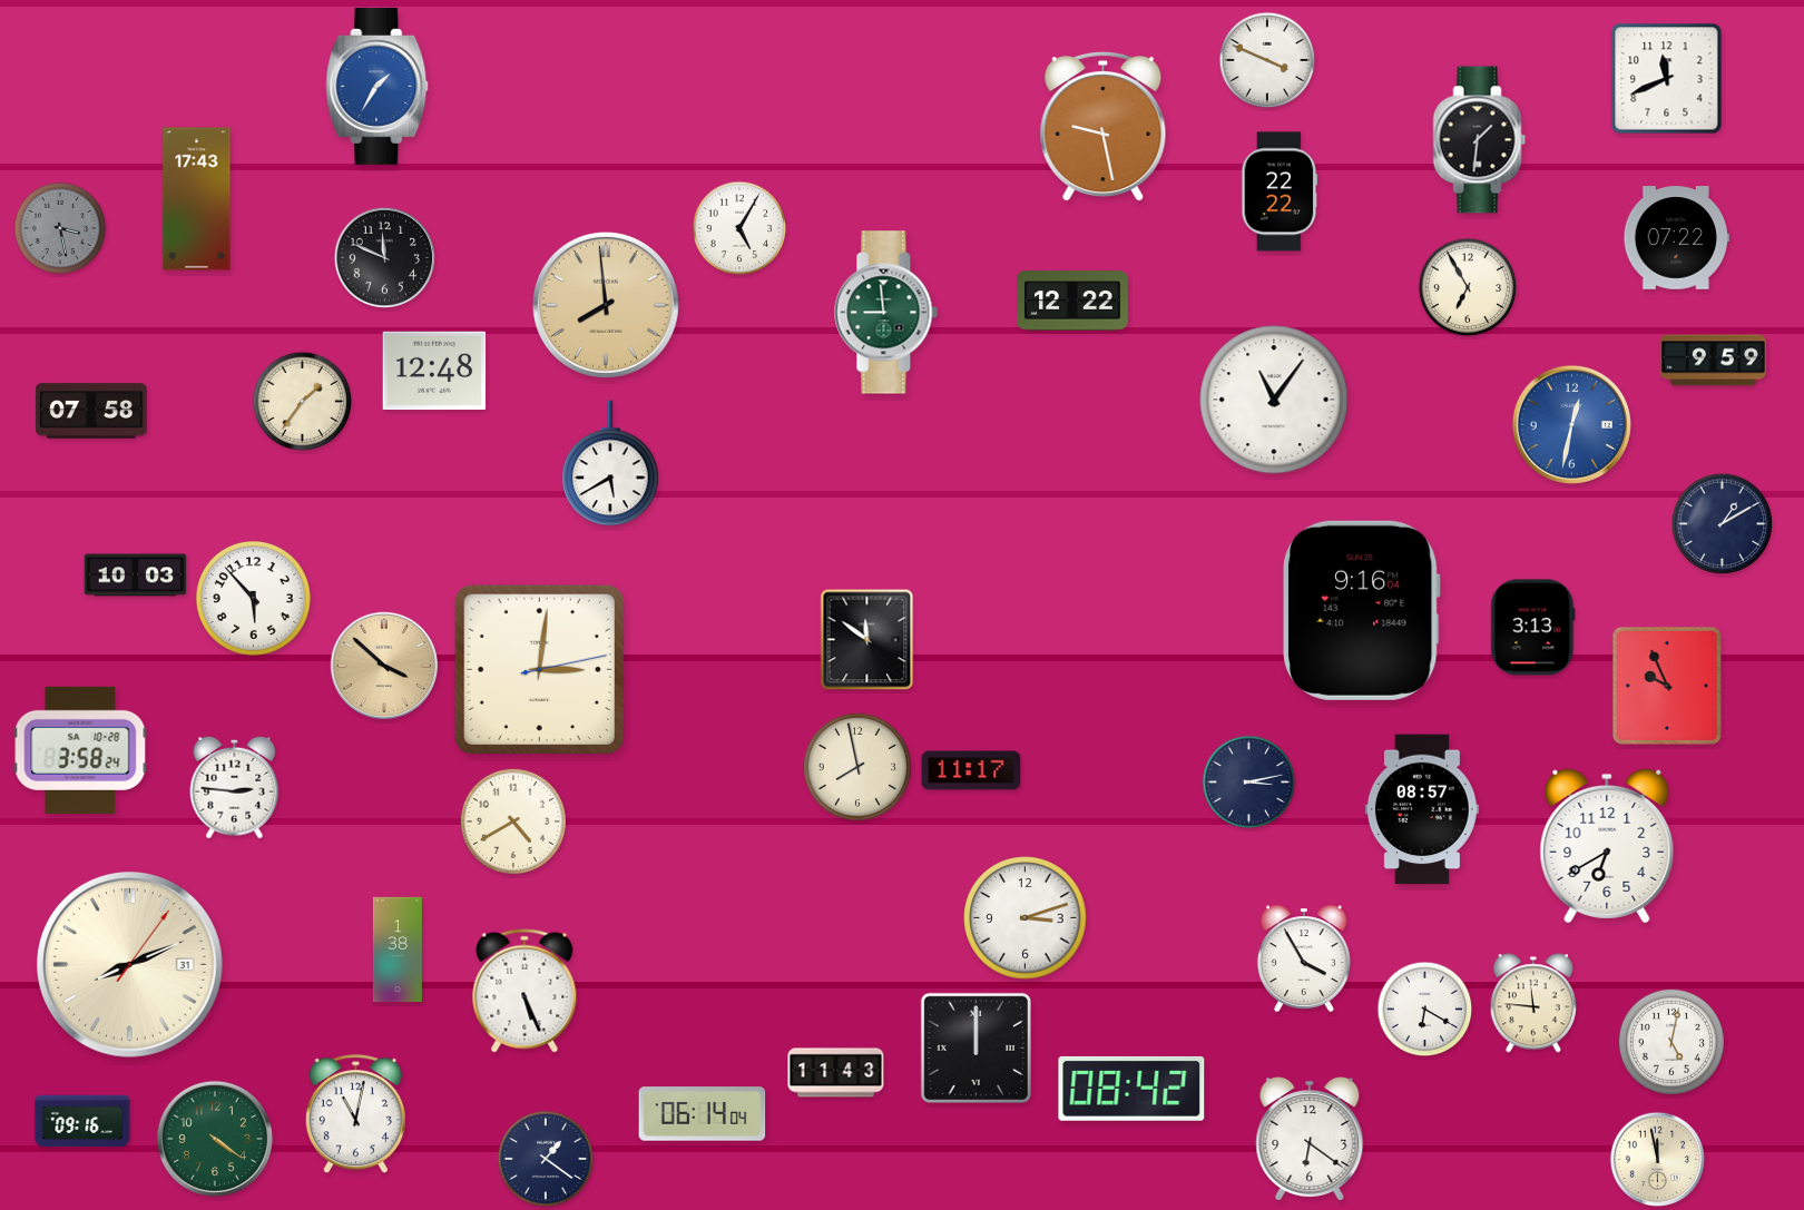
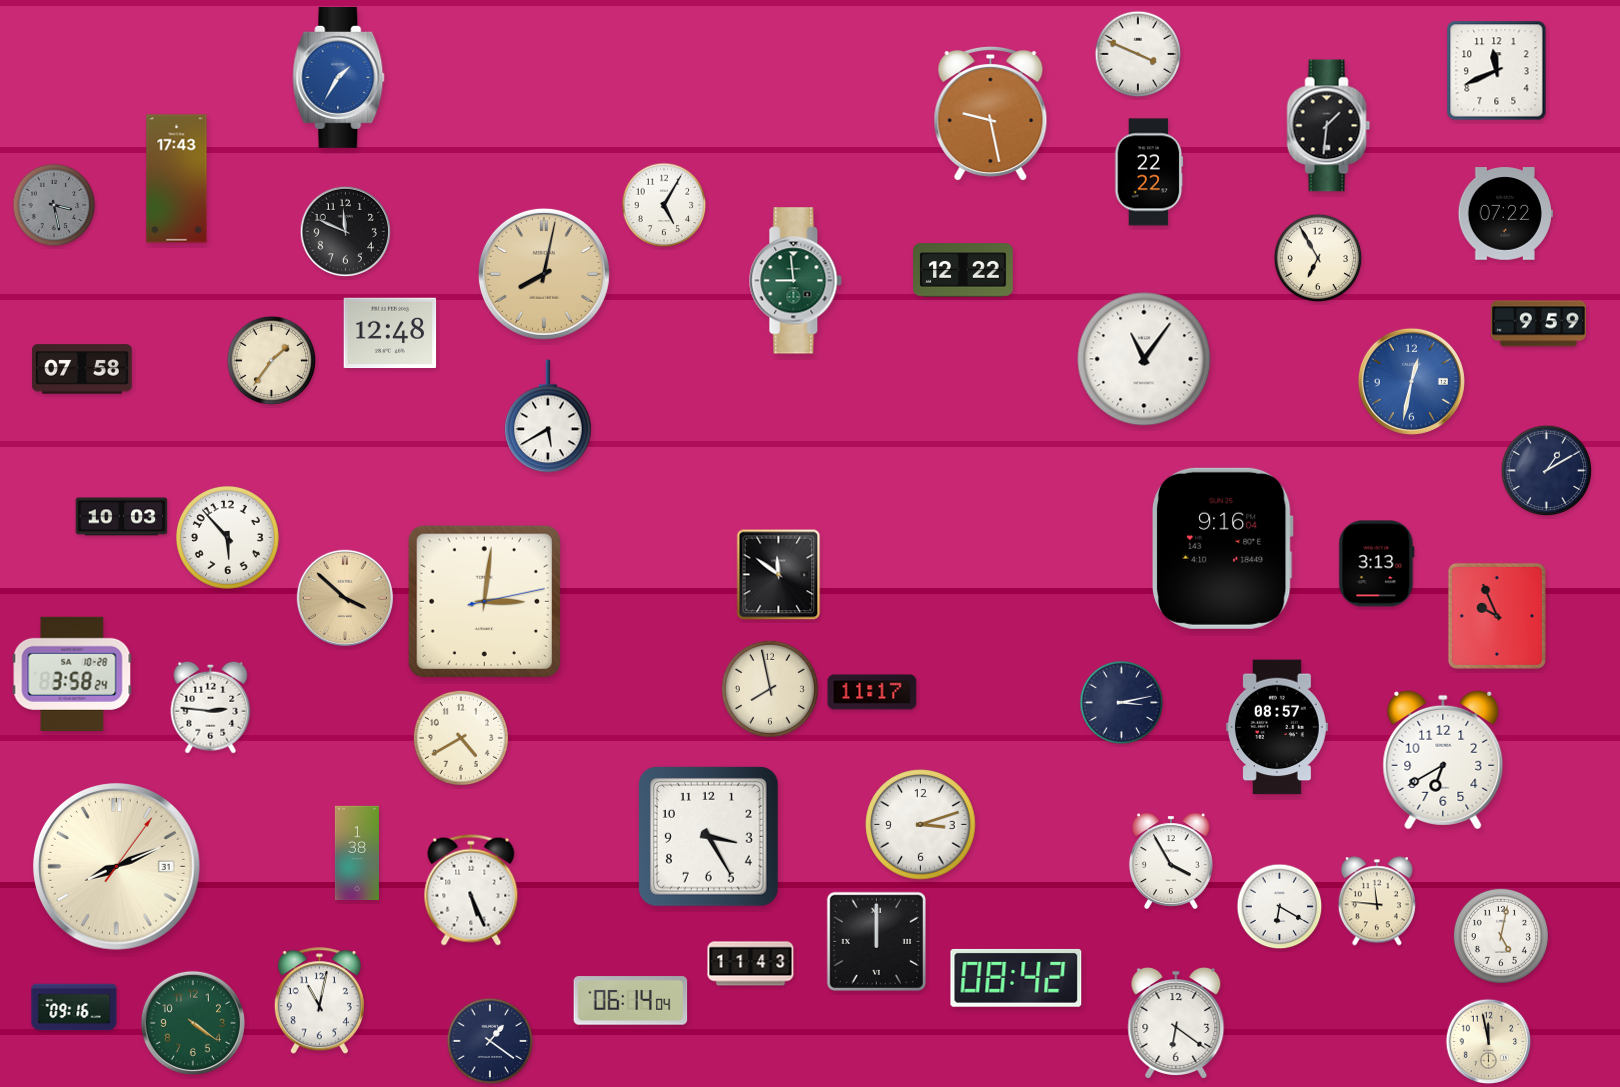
clock at (606, 305): 7:59 -> 8:02
clock at (709, 837): none -> 3:25
